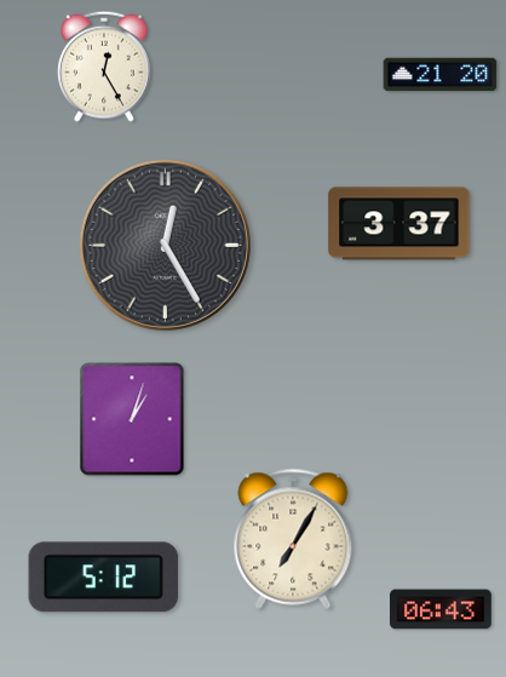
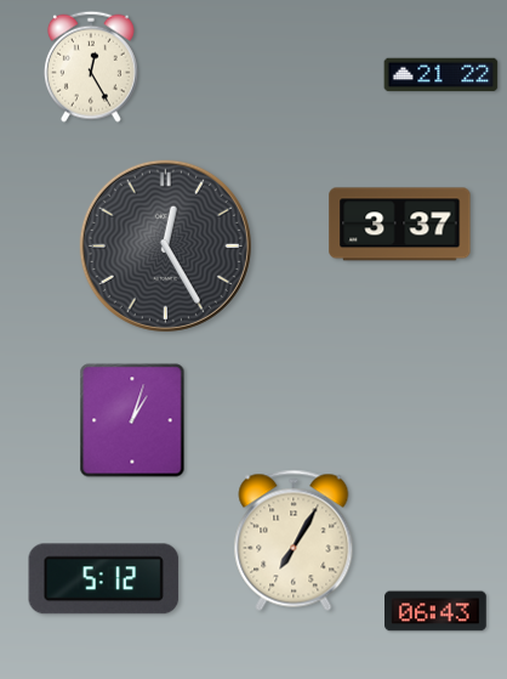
clock at (104, 67) position: (104, 67) -> (91, 67)
clock at (441, 75): 21:20 -> 21:22
clock at (442, 609) position: (442, 609) -> (437, 611)
